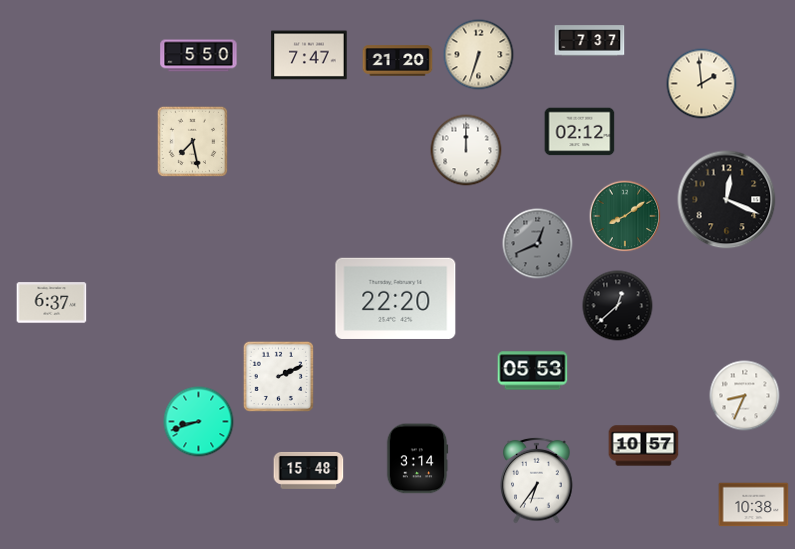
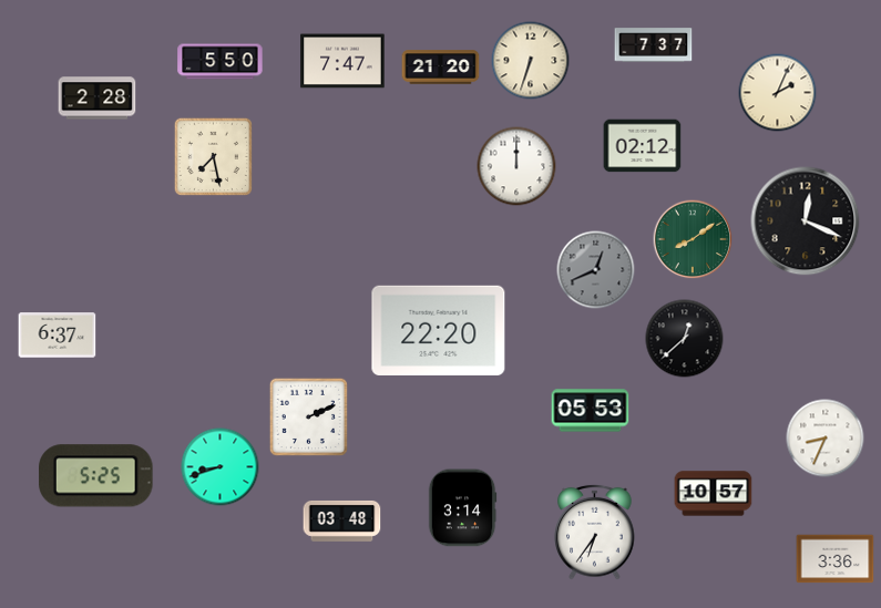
clock at (702, 84): 1:59 -> 2:04
clock at (98, 99): none -> 2:28
clock at (96, 476): none -> 5:25
clock at (309, 470): 15:48 -> 03:48
clock at (754, 505): 10:38 -> 3:36
